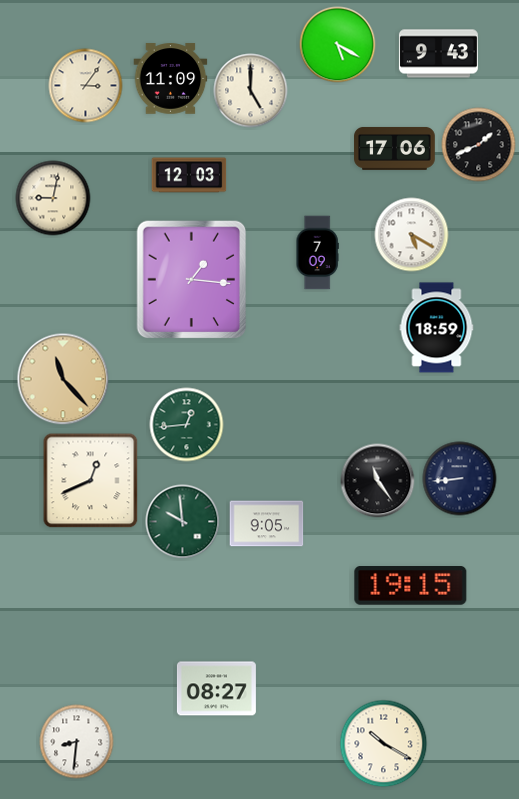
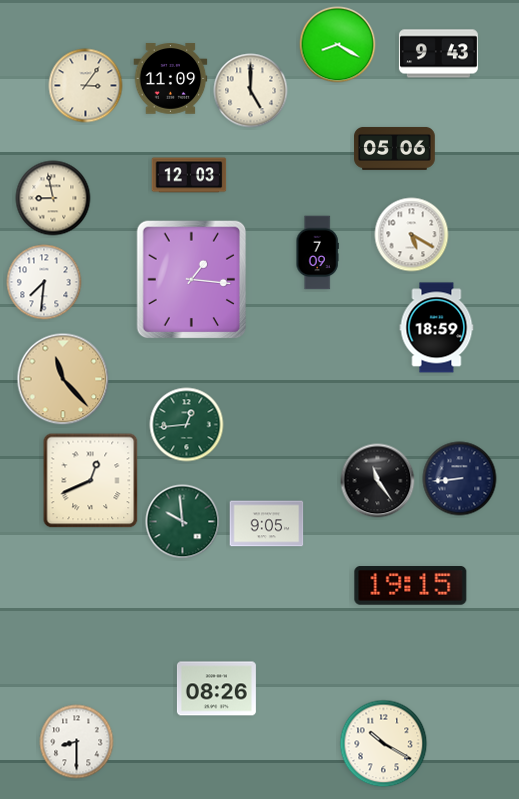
clock at (338, 45): 5:20 -> 8:20
clock at (479, 145): 1:41 -> none
clock at (395, 148): 17:06 -> 05:06
clock at (53, 198): 9:02 -> 8:58
clock at (44, 282): none -> 7:31
clock at (216, 689): 08:27 -> 08:26
clock at (77, 742): 8:31 -> 8:30
